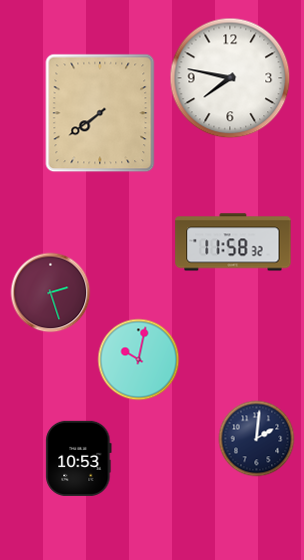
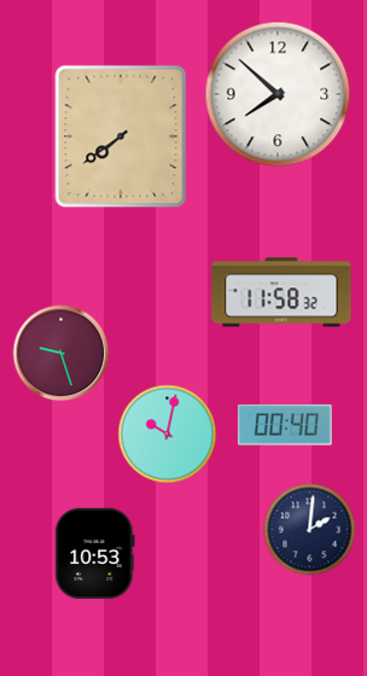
clock at (230, 78): 7:47 -> 7:52
clock at (51, 293): 2:27 -> 9:27
clock at (285, 425): none -> 00:40
